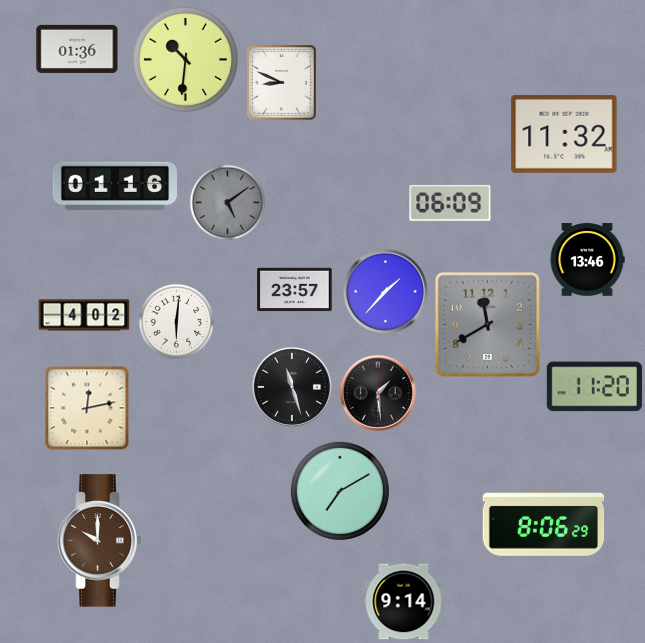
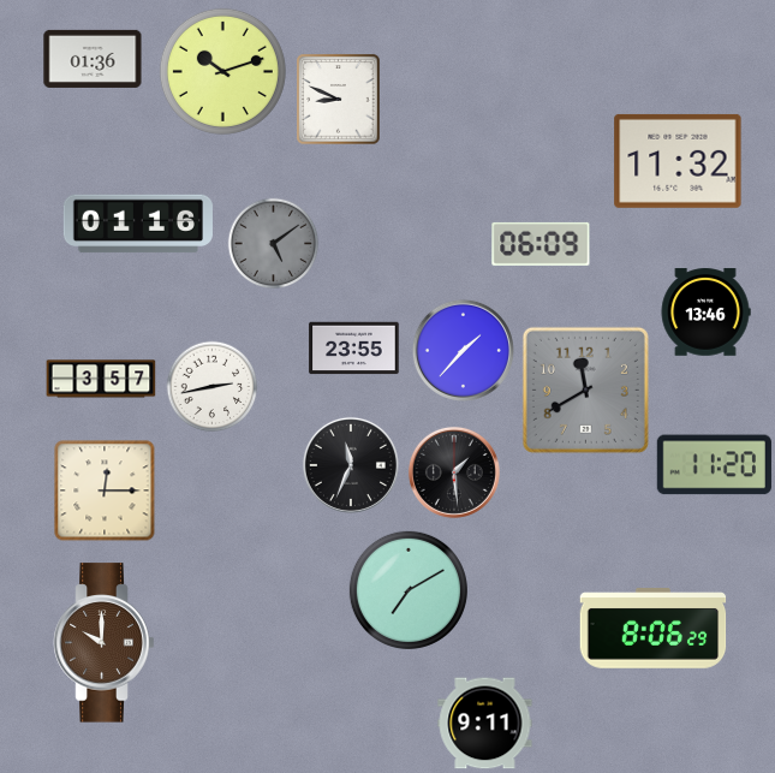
clock at (185, 59): 10:31 -> 10:12
clock at (295, 290): 23:57 -> 23:55
clock at (84, 315): 4:02 -> 3:57
clock at (177, 322): 6:01 -> 2:43
clock at (292, 387): 11:27 -> 11:34
clock at (87, 408): 12:13 -> 12:15
clock at (100, 541) position: (100, 541) -> (105, 643)
clock at (404, 602): 9:14 -> 9:11
